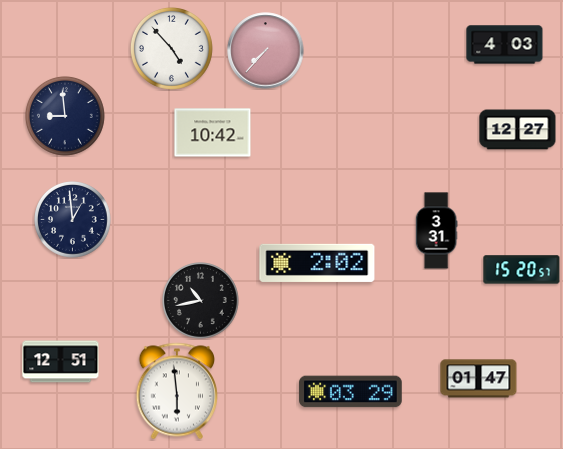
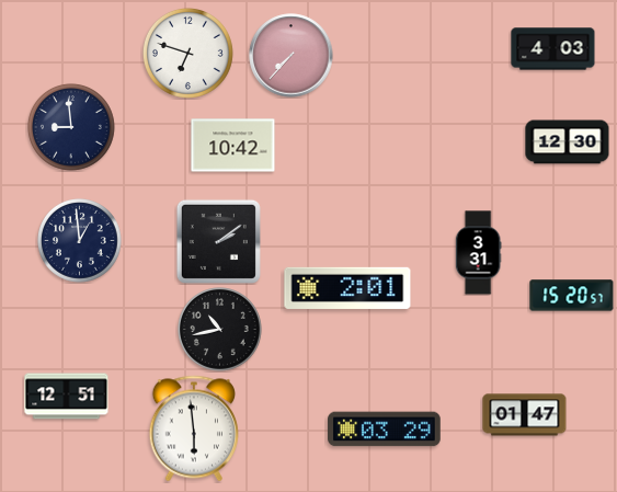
clock at (171, 48): 4:53 -> 6:48
clock at (518, 130): 12:27 -> 12:30
clock at (218, 241): none -> 2:09
clock at (317, 263): 2:02 -> 2:01
